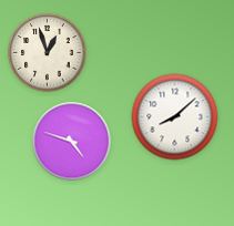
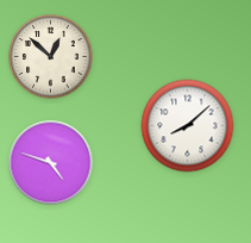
clock at (48, 53): 12:57 -> 12:52
clock at (72, 142) position: (72, 142) -> (51, 163)
